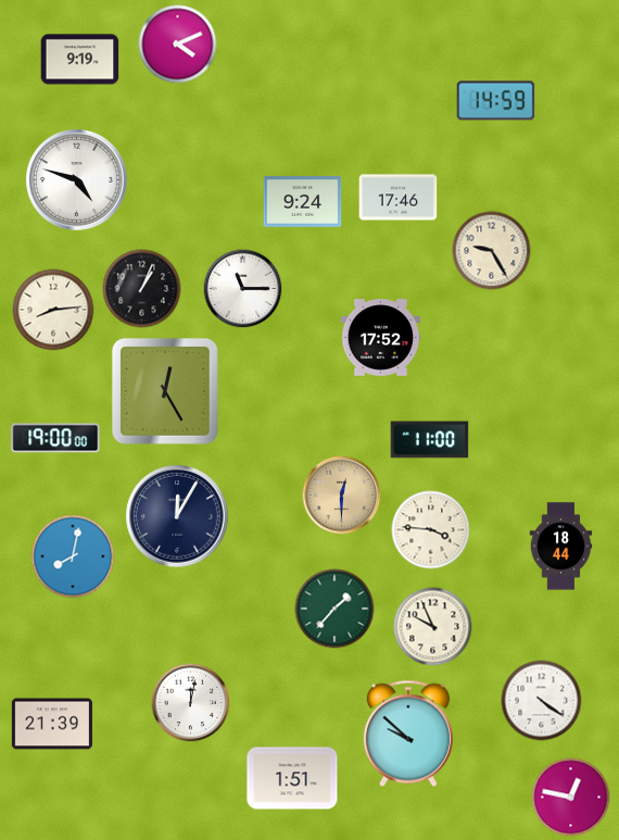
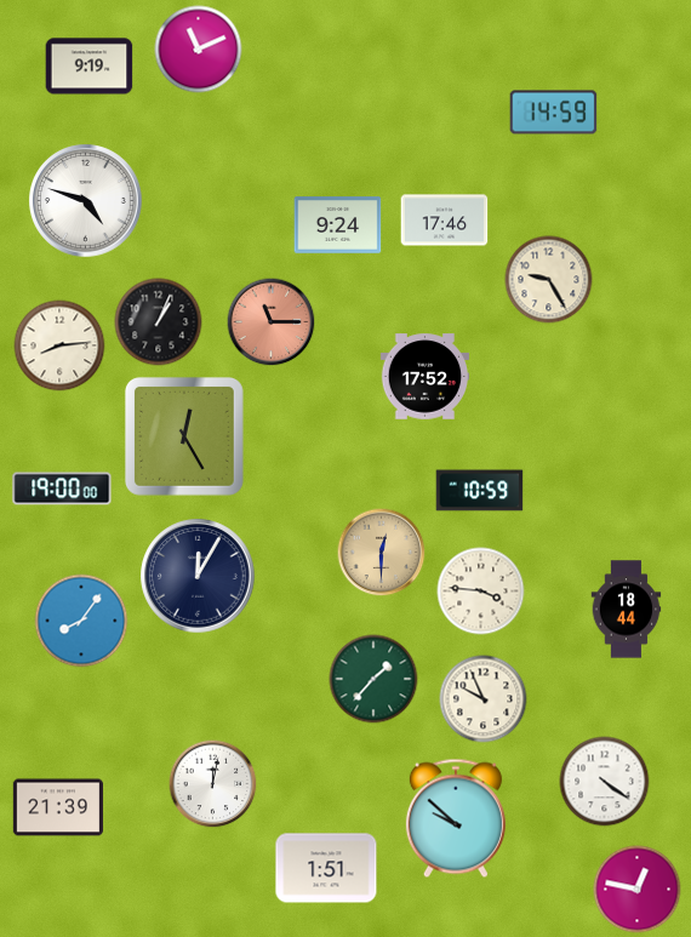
clock at (178, 45): 4:11 -> 11:11
clock at (243, 289) dial: white -> salmon
clock at (430, 440): 11:00 -> 10:59
clock at (73, 556): 8:02 -> 8:06
